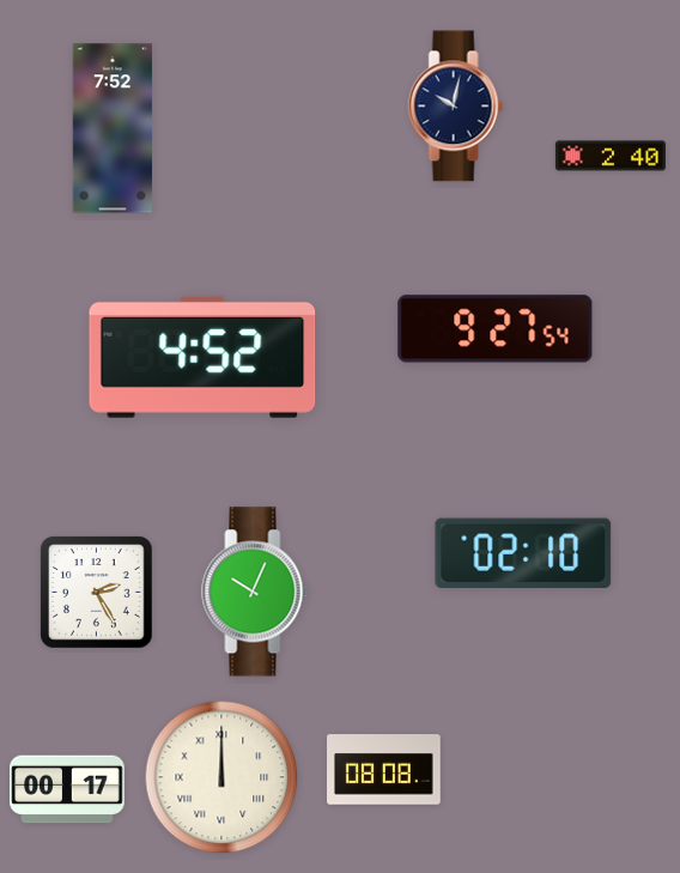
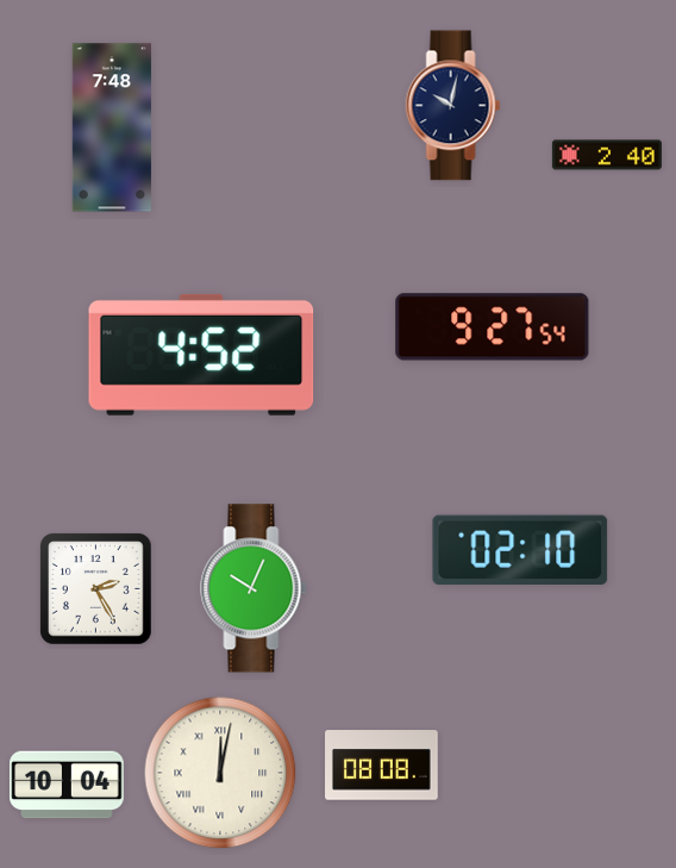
clock at (111, 128): 7:52 -> 7:48
clock at (221, 777): 12:00 -> 12:02
clock at (67, 789): 00:17 -> 10:04
